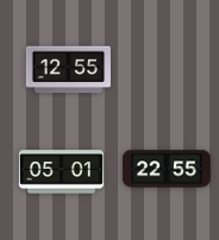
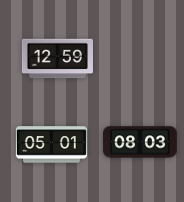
clock at (68, 70): 12:55 -> 12:59
clock at (167, 169): 22:55 -> 08:03
